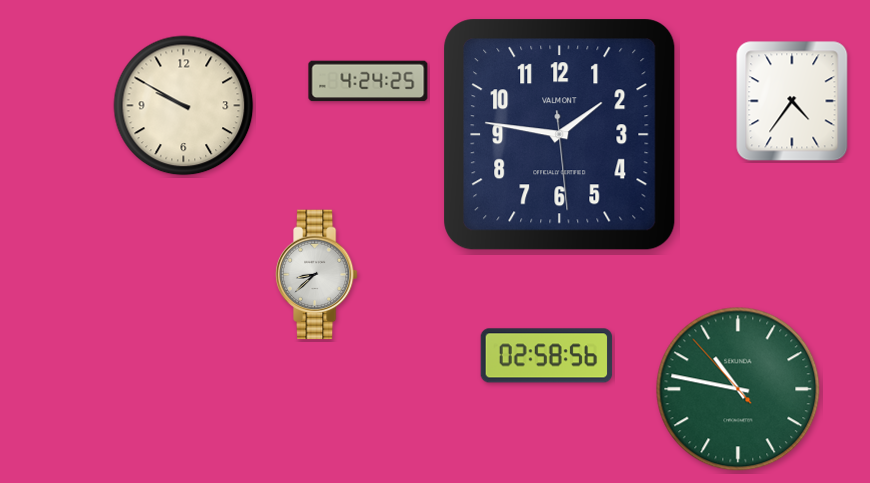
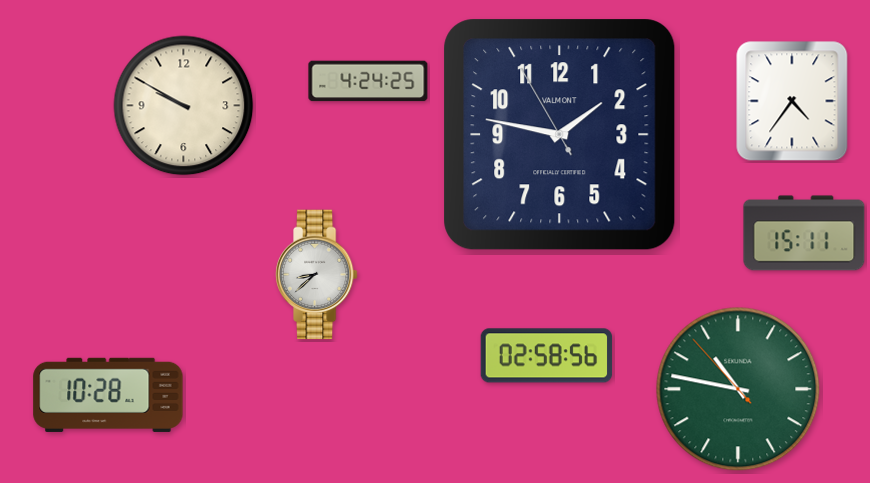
clock at (560, 135): 1:46:29 -> 1:46:55
clock at (804, 233): none -> 15:11
clock at (108, 395): none -> 10:28
